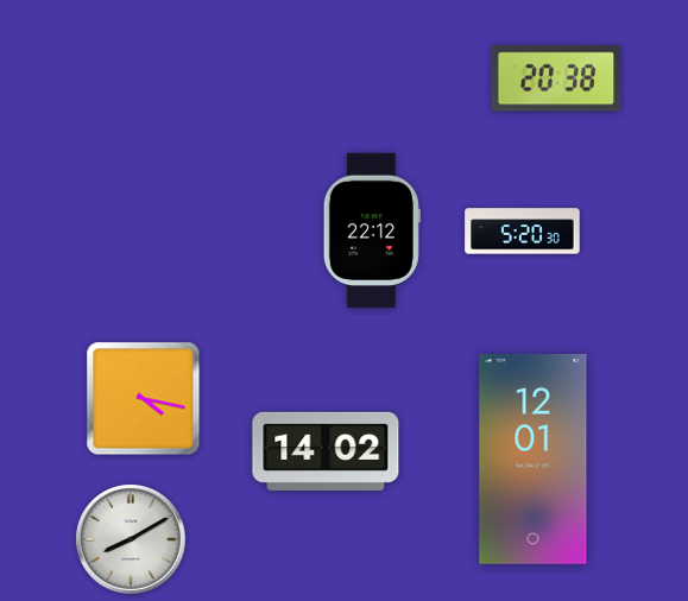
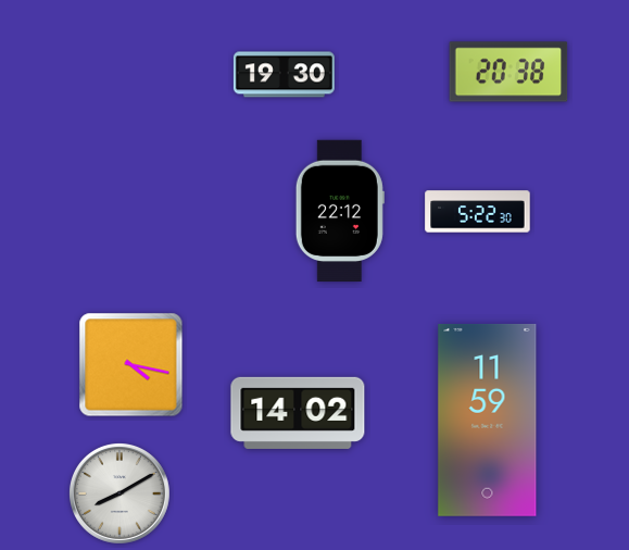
clock at (284, 75): none -> 19:30
clock at (523, 232): 5:20 -> 5:22
clock at (534, 458): 12:01 -> 11:59
